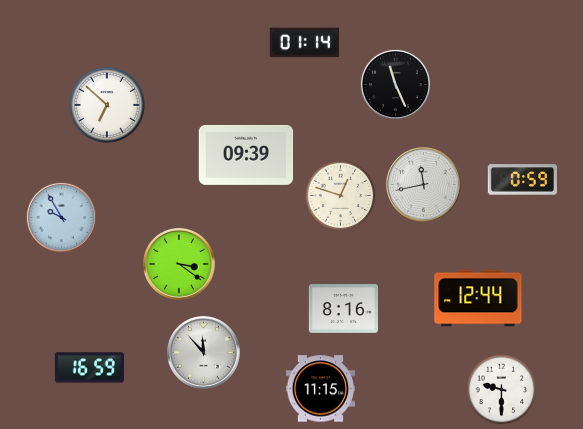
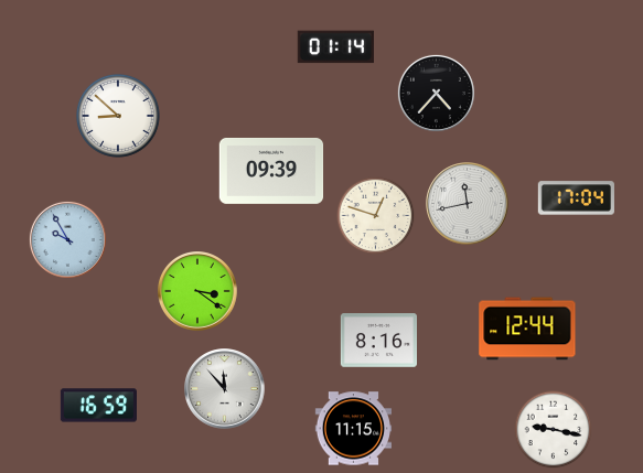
clock at (395, 84): 11:26 -> 4:37
clock at (107, 105): 6:52 -> 8:52
clock at (522, 180): 0:59 -> 17:04
clock at (502, 390): 9:30 -> 9:17
